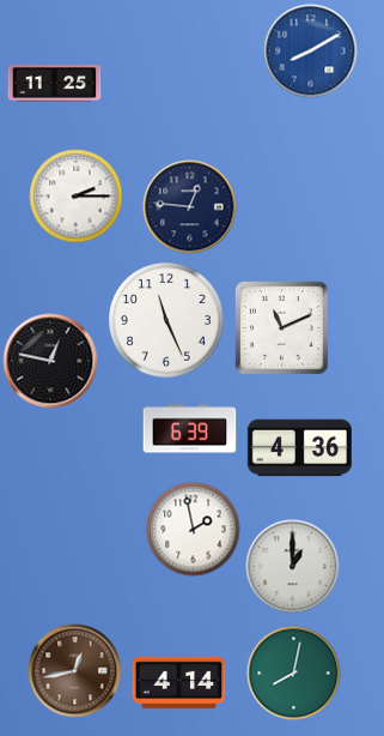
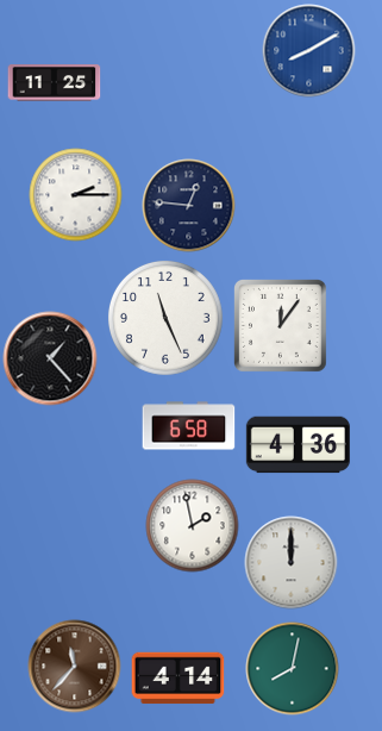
clock at (282, 328): 11:11 -> 12:06
clock at (50, 361): 12:47 -> 1:23
clock at (189, 429): 6:39 -> 6:58
clock at (292, 566): 1:00 -> 12:00
clock at (74, 670): 12:43 -> 11:37
